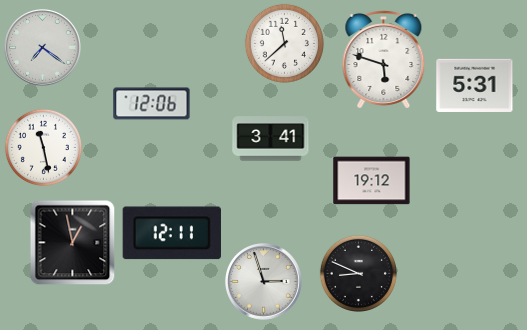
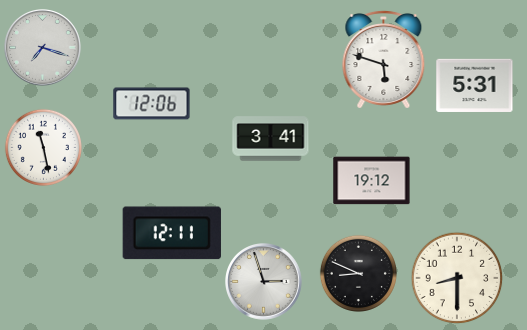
clock at (284, 43): 11:38 -> none
clock at (43, 48): 7:21 -> 7:18
clock at (72, 242): 12:58 -> none
clock at (457, 278): none -> 8:30
